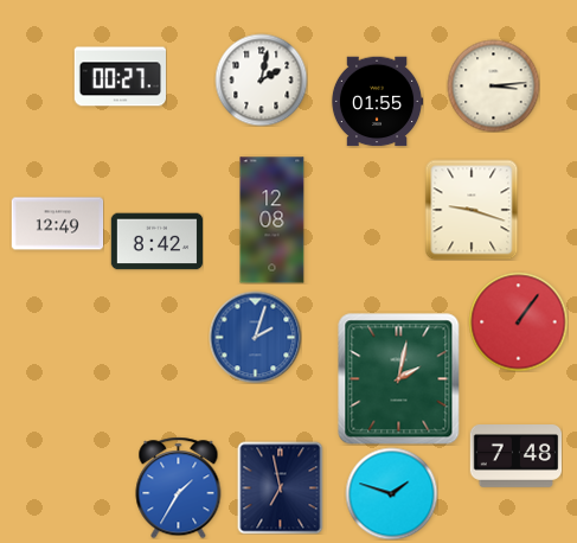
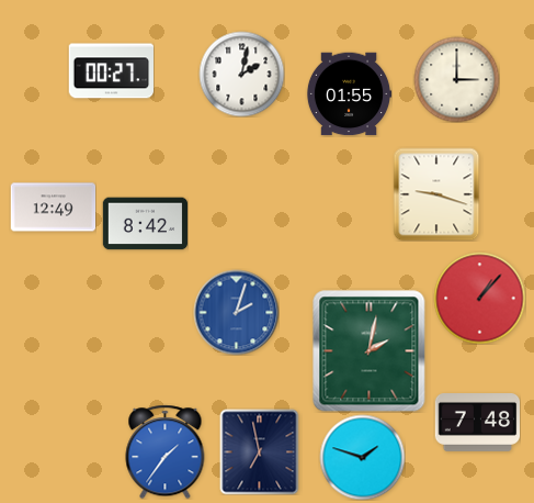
clock at (493, 85): 3:14 -> 3:00
clock at (273, 221): 12:08 -> none
clock at (518, 321): 1:06 -> 1:07
clock at (179, 487): 1:35 -> 1:36
